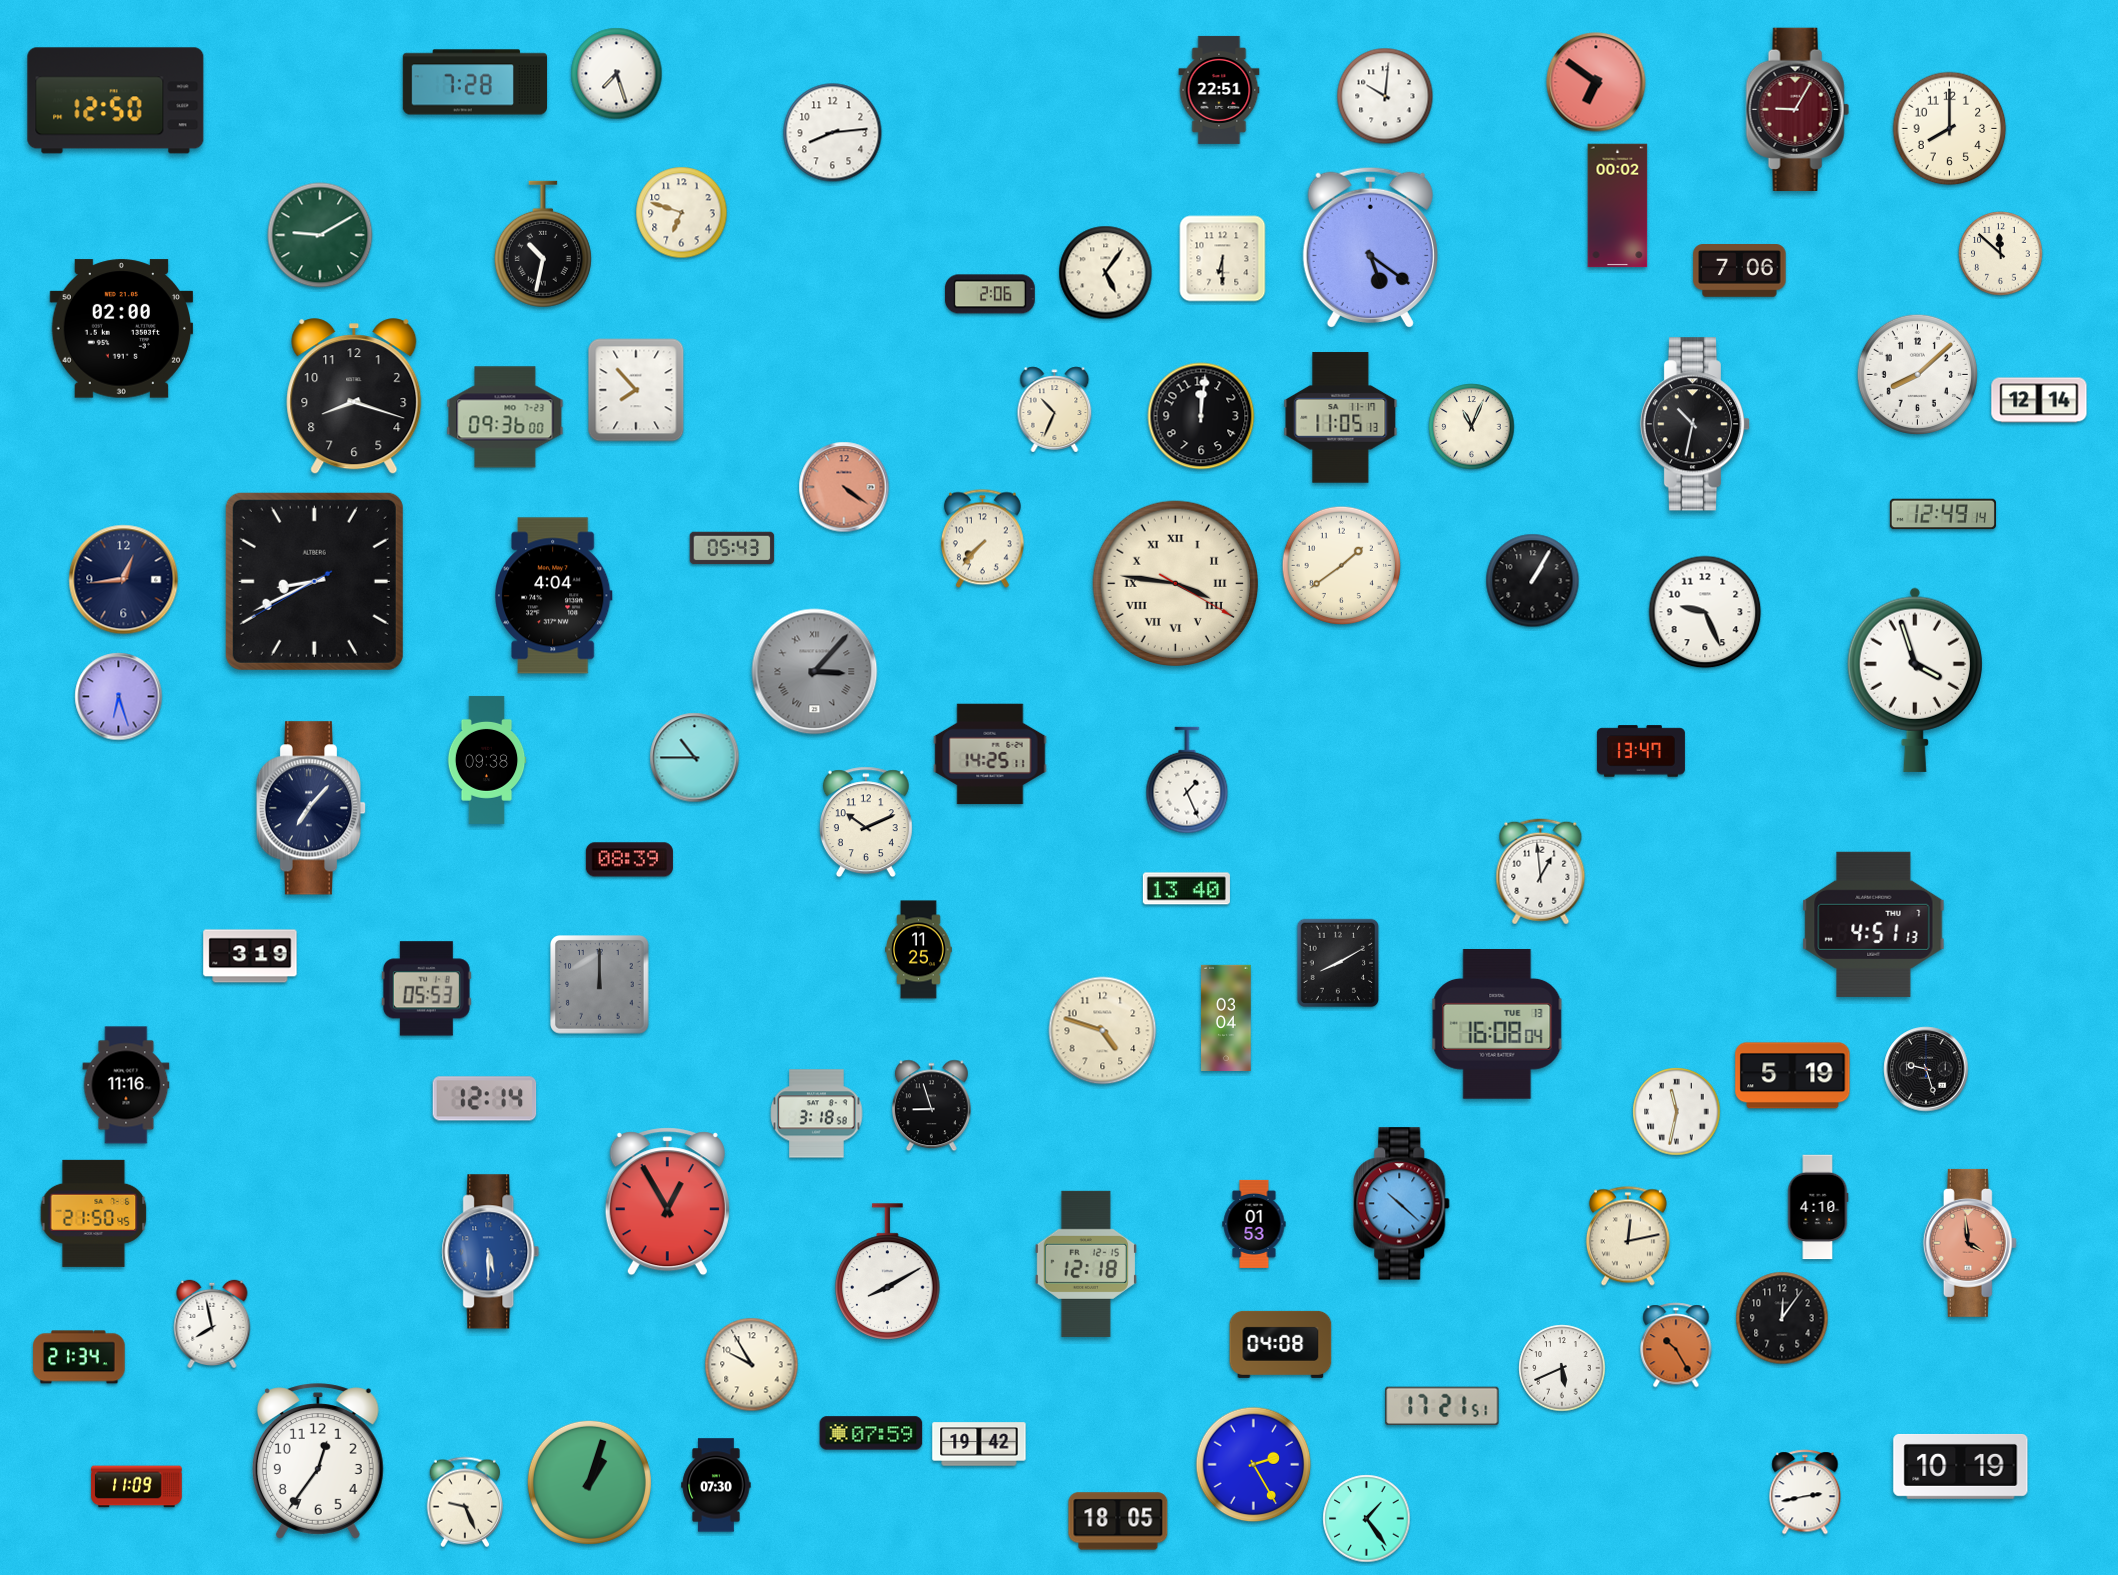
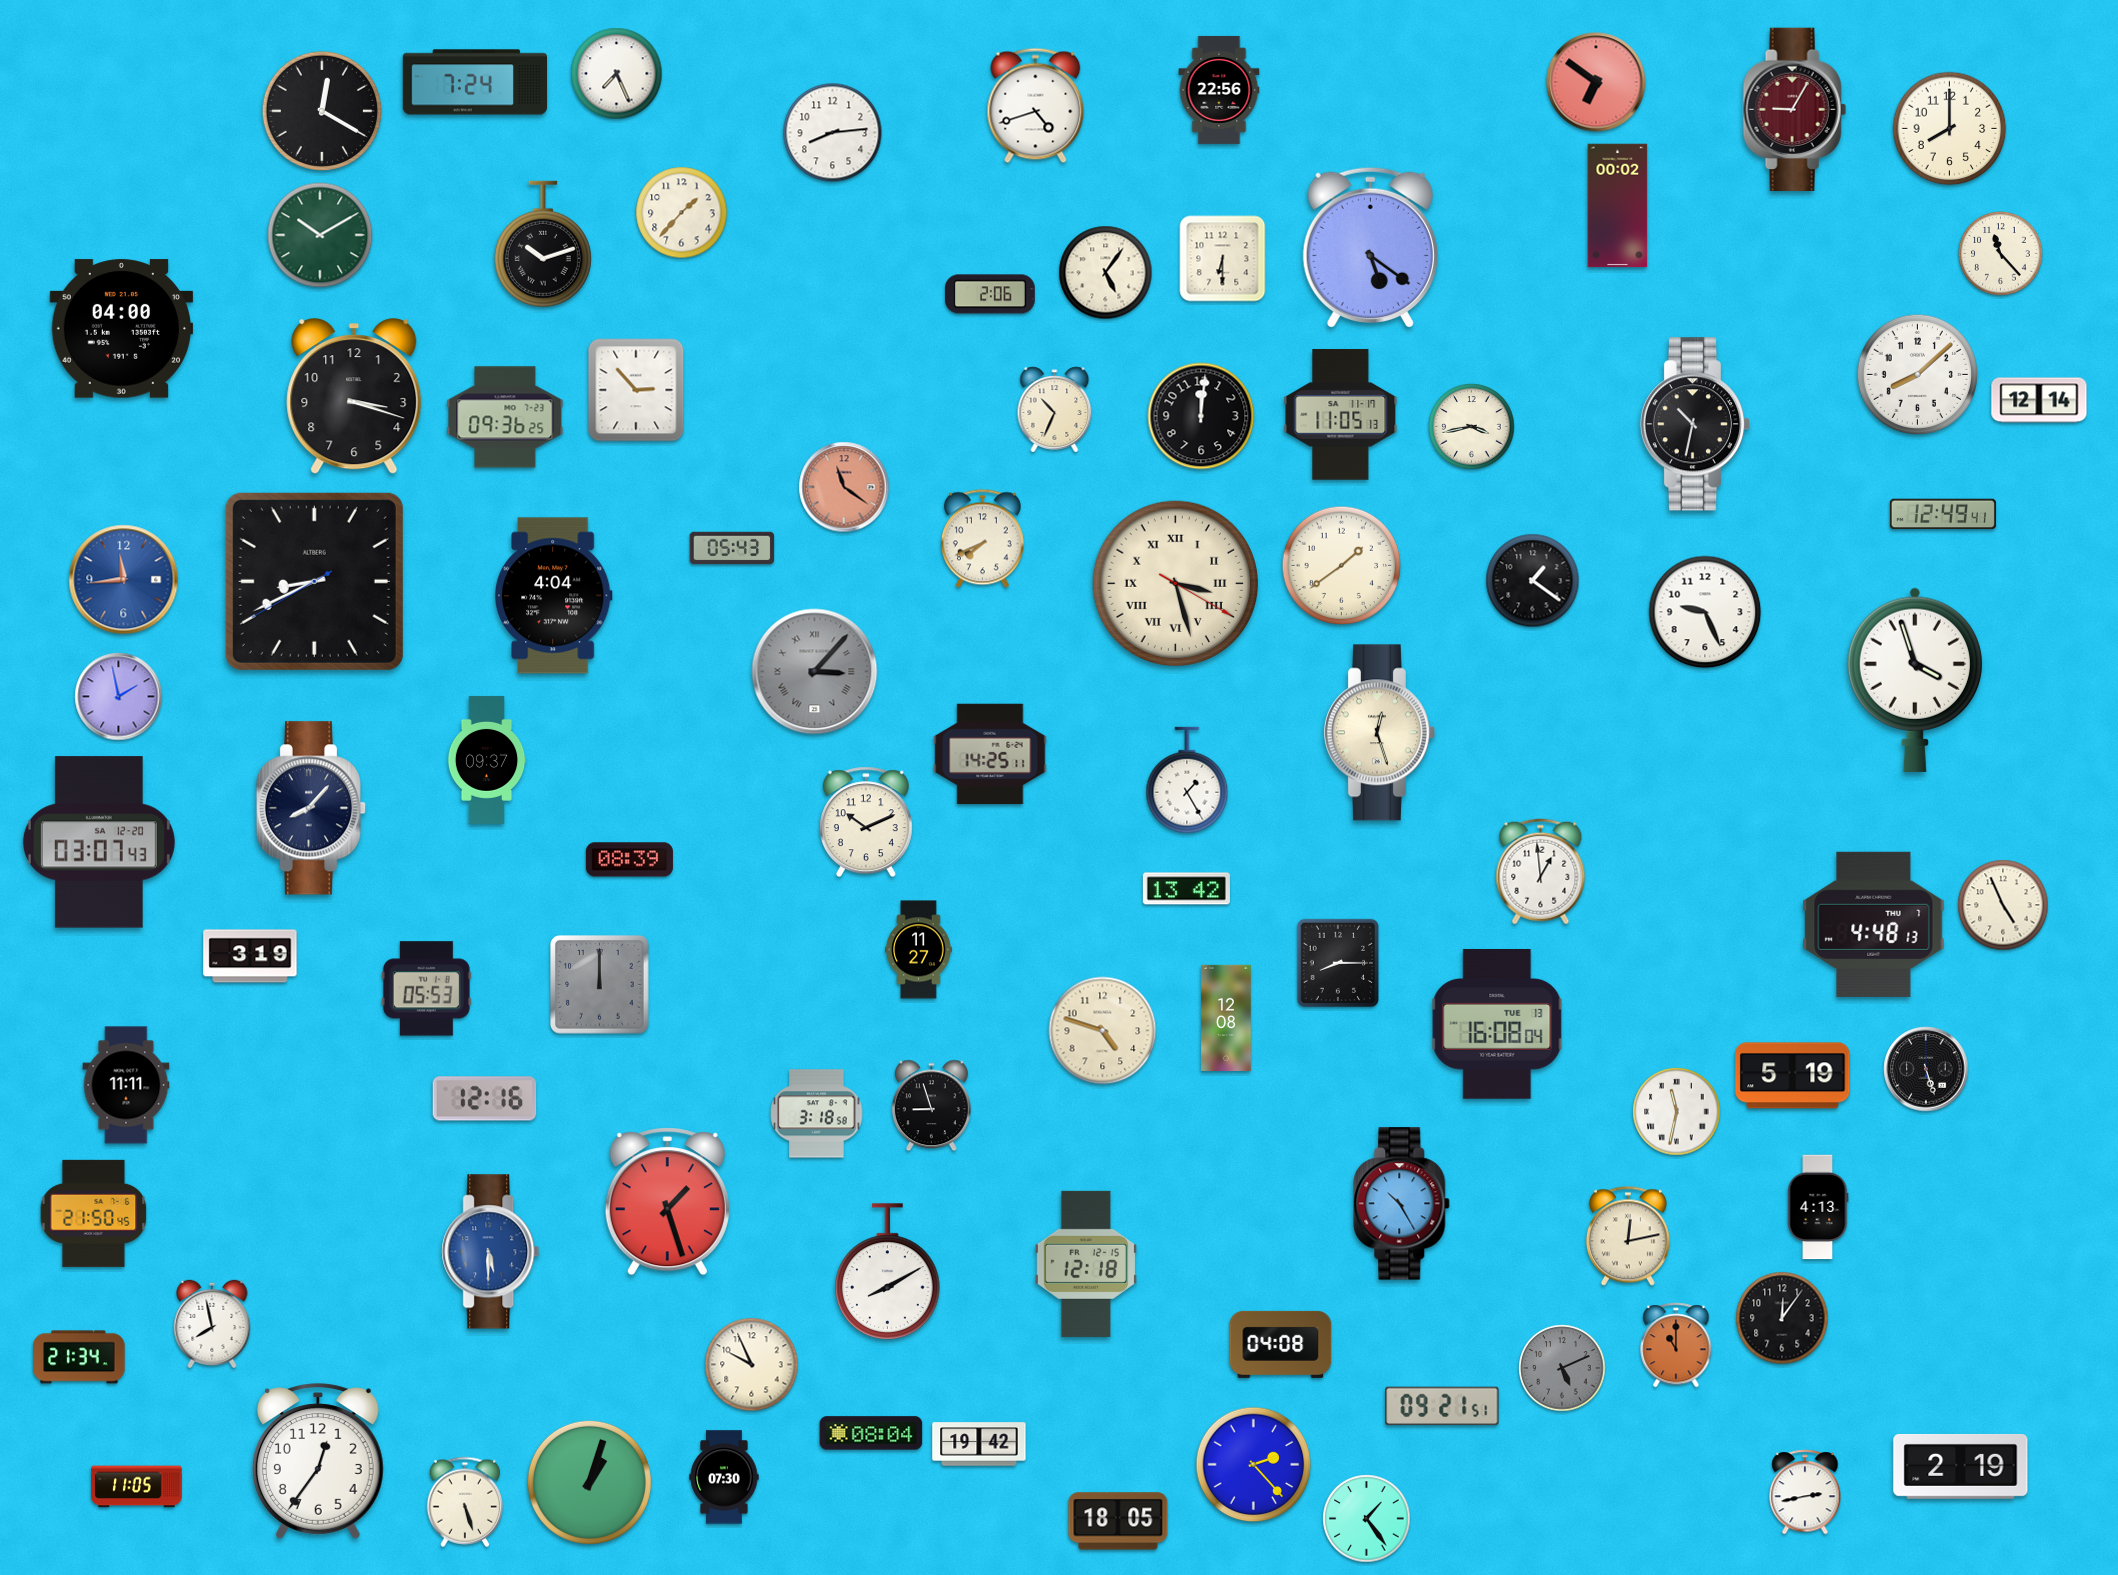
clock at (617, 74): 7:27 -> 7:26
clock at (475, 82): 7:28 -> 7:24
clock at (1219, 90): 22:51 -> 22:56
clock at (1385, 96): 10:01 -> none
clock at (116, 101): 12:50 -> none
clock at (1036, 106): none -> 4:42
clock at (1797, 109) position: (1797, 109) -> (1794, 109)
clock at (321, 110): none -> 12:20
clock at (682, 213): 6:48 -> 1:37
clock at (320, 235): 9:10 -> 10:10
clock at (543, 244): 10:32 -> 10:12
clock at (2001, 254): 11:52 -> 11:23
clock at (1740, 271): 7:06 -> none
clock at (122, 329): 02:00 -> 04:00
clock at (636, 390): 7:53 -> 2:53
clock at (354, 397): 8:18 -> 3:18
clock at (505, 417): 09:36:00 -> 09:36:25
clock at (1341, 418) position: (1341, 418) -> (1341, 415)
clock at (1472, 427): 11:04 -> 3:43
clock at (844, 487): 4:21 -> 11:21
clock at (1943, 514): 12:49:14 -> 12:49:41
clock at (982, 539): 7:37 -> 7:41
clock at (124, 580): 12:44 -> 11:44
clock at (124, 580) dial: navy -> blue
clock at (1533, 581): 1:05 -> 1:21
clock at (1175, 583): 3:46 -> 3:27
clock at (119, 697): 6:27 -> 1:58
clock at (1379, 733): none -> 12:27
clock at (1641, 751): 13:47 -> none
clock at (695, 758): 10:45 -> none
clock at (487, 760): 09:38 -> 09:37
clock at (1187, 780): 1:26 -> 1:25
clock at (311, 808): 7:07 -> 8:07
clock at (99, 842): none -> 03:07
clock at (1186, 889): 13:40 -> 13:42
clock at (2003, 905): none -> 4:56
clock at (1874, 924): 4:51 -> 4:48
clock at (919, 950): 11:25 -> 11:27
clock at (1337, 963): 8:10 -> 8:15
clock at (1226, 1017): 03:04 -> 12:08
clock at (1926, 1069): 9:27 -> 5:27
clock at (126, 1085): 11:16 -> 11:11
clock at (485, 1099): 12:14 -> 12:16
clock at (667, 1202): 12:55 -> 1:27
clock at (1402, 1204): 10:22 -> 10:25
clock at (1818, 1207): 4:10 -> 4:13
clock at (1254, 1224): 01:53 -> none
clock at (1970, 1243): 3:59 -> none
clock at (1676, 1345): 10:25 -> 11:00
clock at (752, 1365): 9:55 -> 9:56
clock at (1562, 1368): 5:41 -> 5:11
clock at (1562, 1368) dial: white -> grey
clock at (1442, 1406): 17:21 -> 09:21
clock at (871, 1433): 07:59 -> 08:04
clock at (1254, 1465): 2:25 -> 2:23
clock at (1961, 1466): 10:19 -> 2:19
clock at (716, 1485) position: (716, 1485) -> (724, 1477)
clock at (137, 1487): 11:09 -> 11:05
clock at (465, 1502): 9:26 -> 5:27
